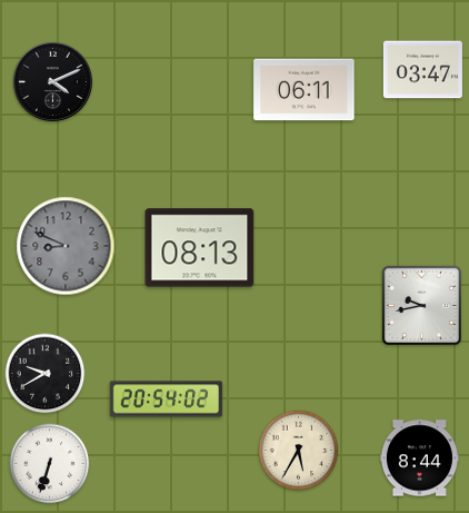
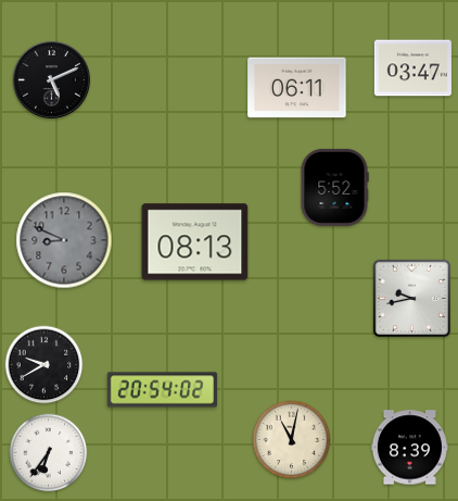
clock at (52, 81): 4:11 -> 5:11
clock at (334, 187): none -> 5:52
clock at (299, 451): 5:35 -> 11:02
clock at (419, 458): 8:44 -> 8:39
clock at (50, 464): 6:33 -> 6:36
